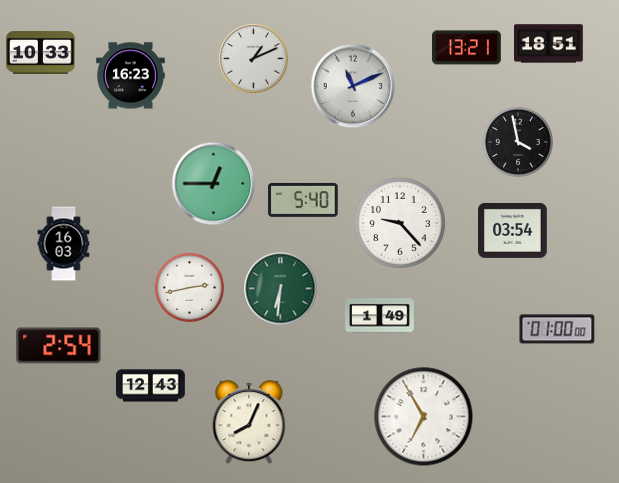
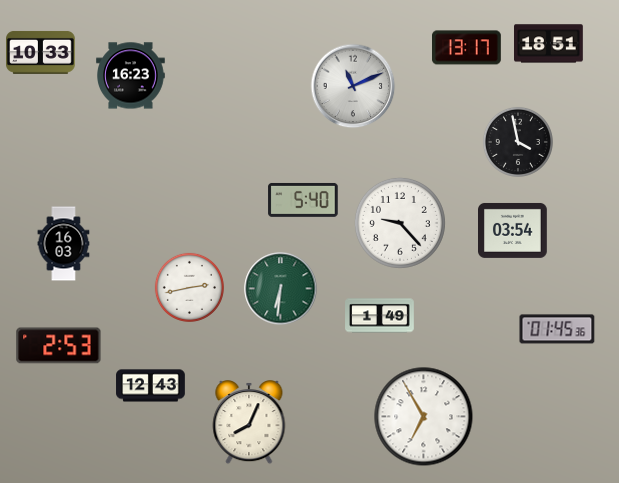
clock at (467, 48): 13:21 -> 13:17
clock at (254, 59): 1:11 -> none
clock at (214, 184): 12:45 -> none
clock at (557, 329): 01:00 -> 01:45
clock at (59, 346): 2:54 -> 2:53
